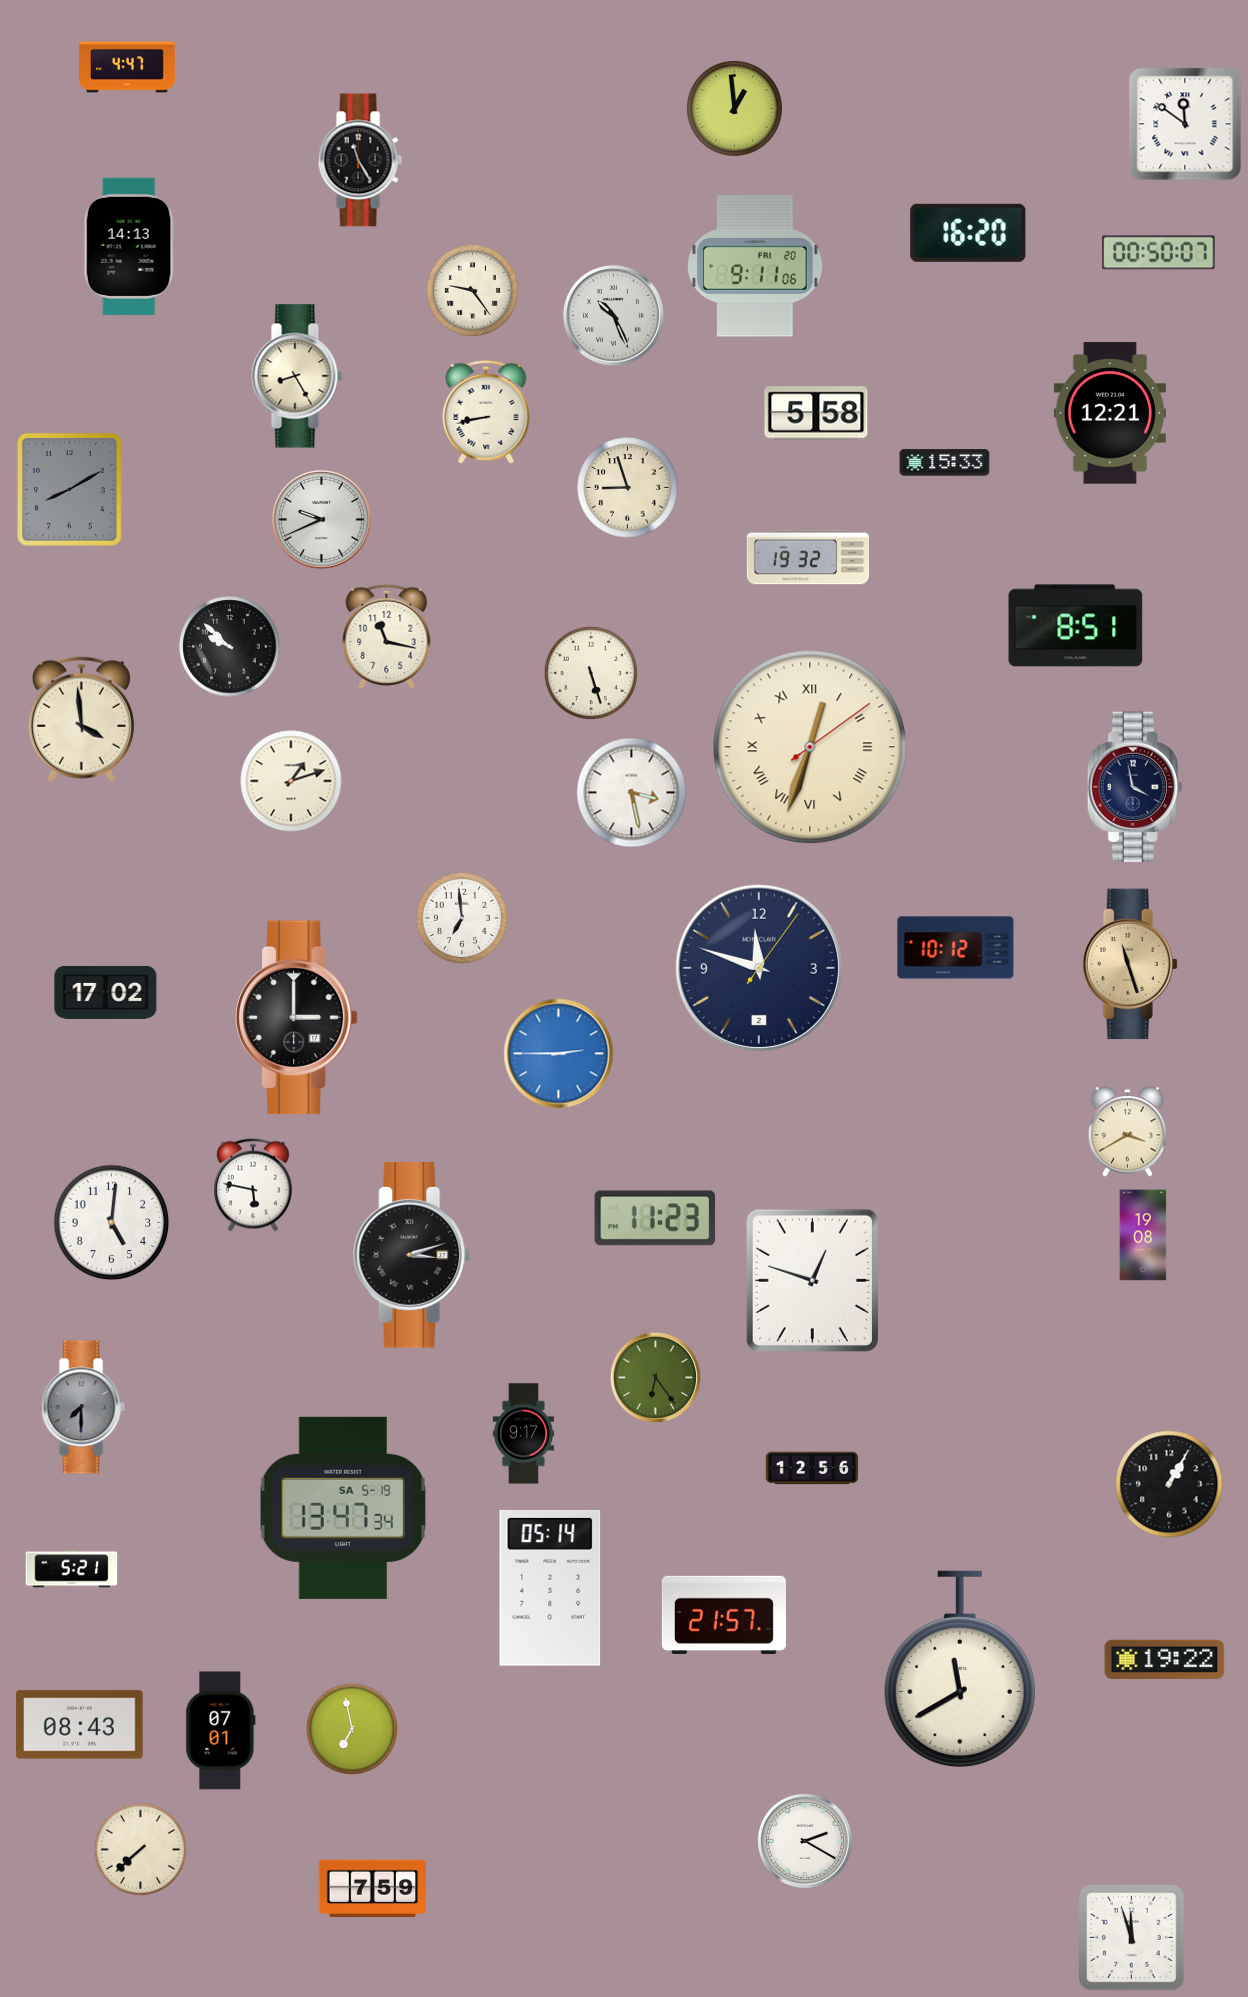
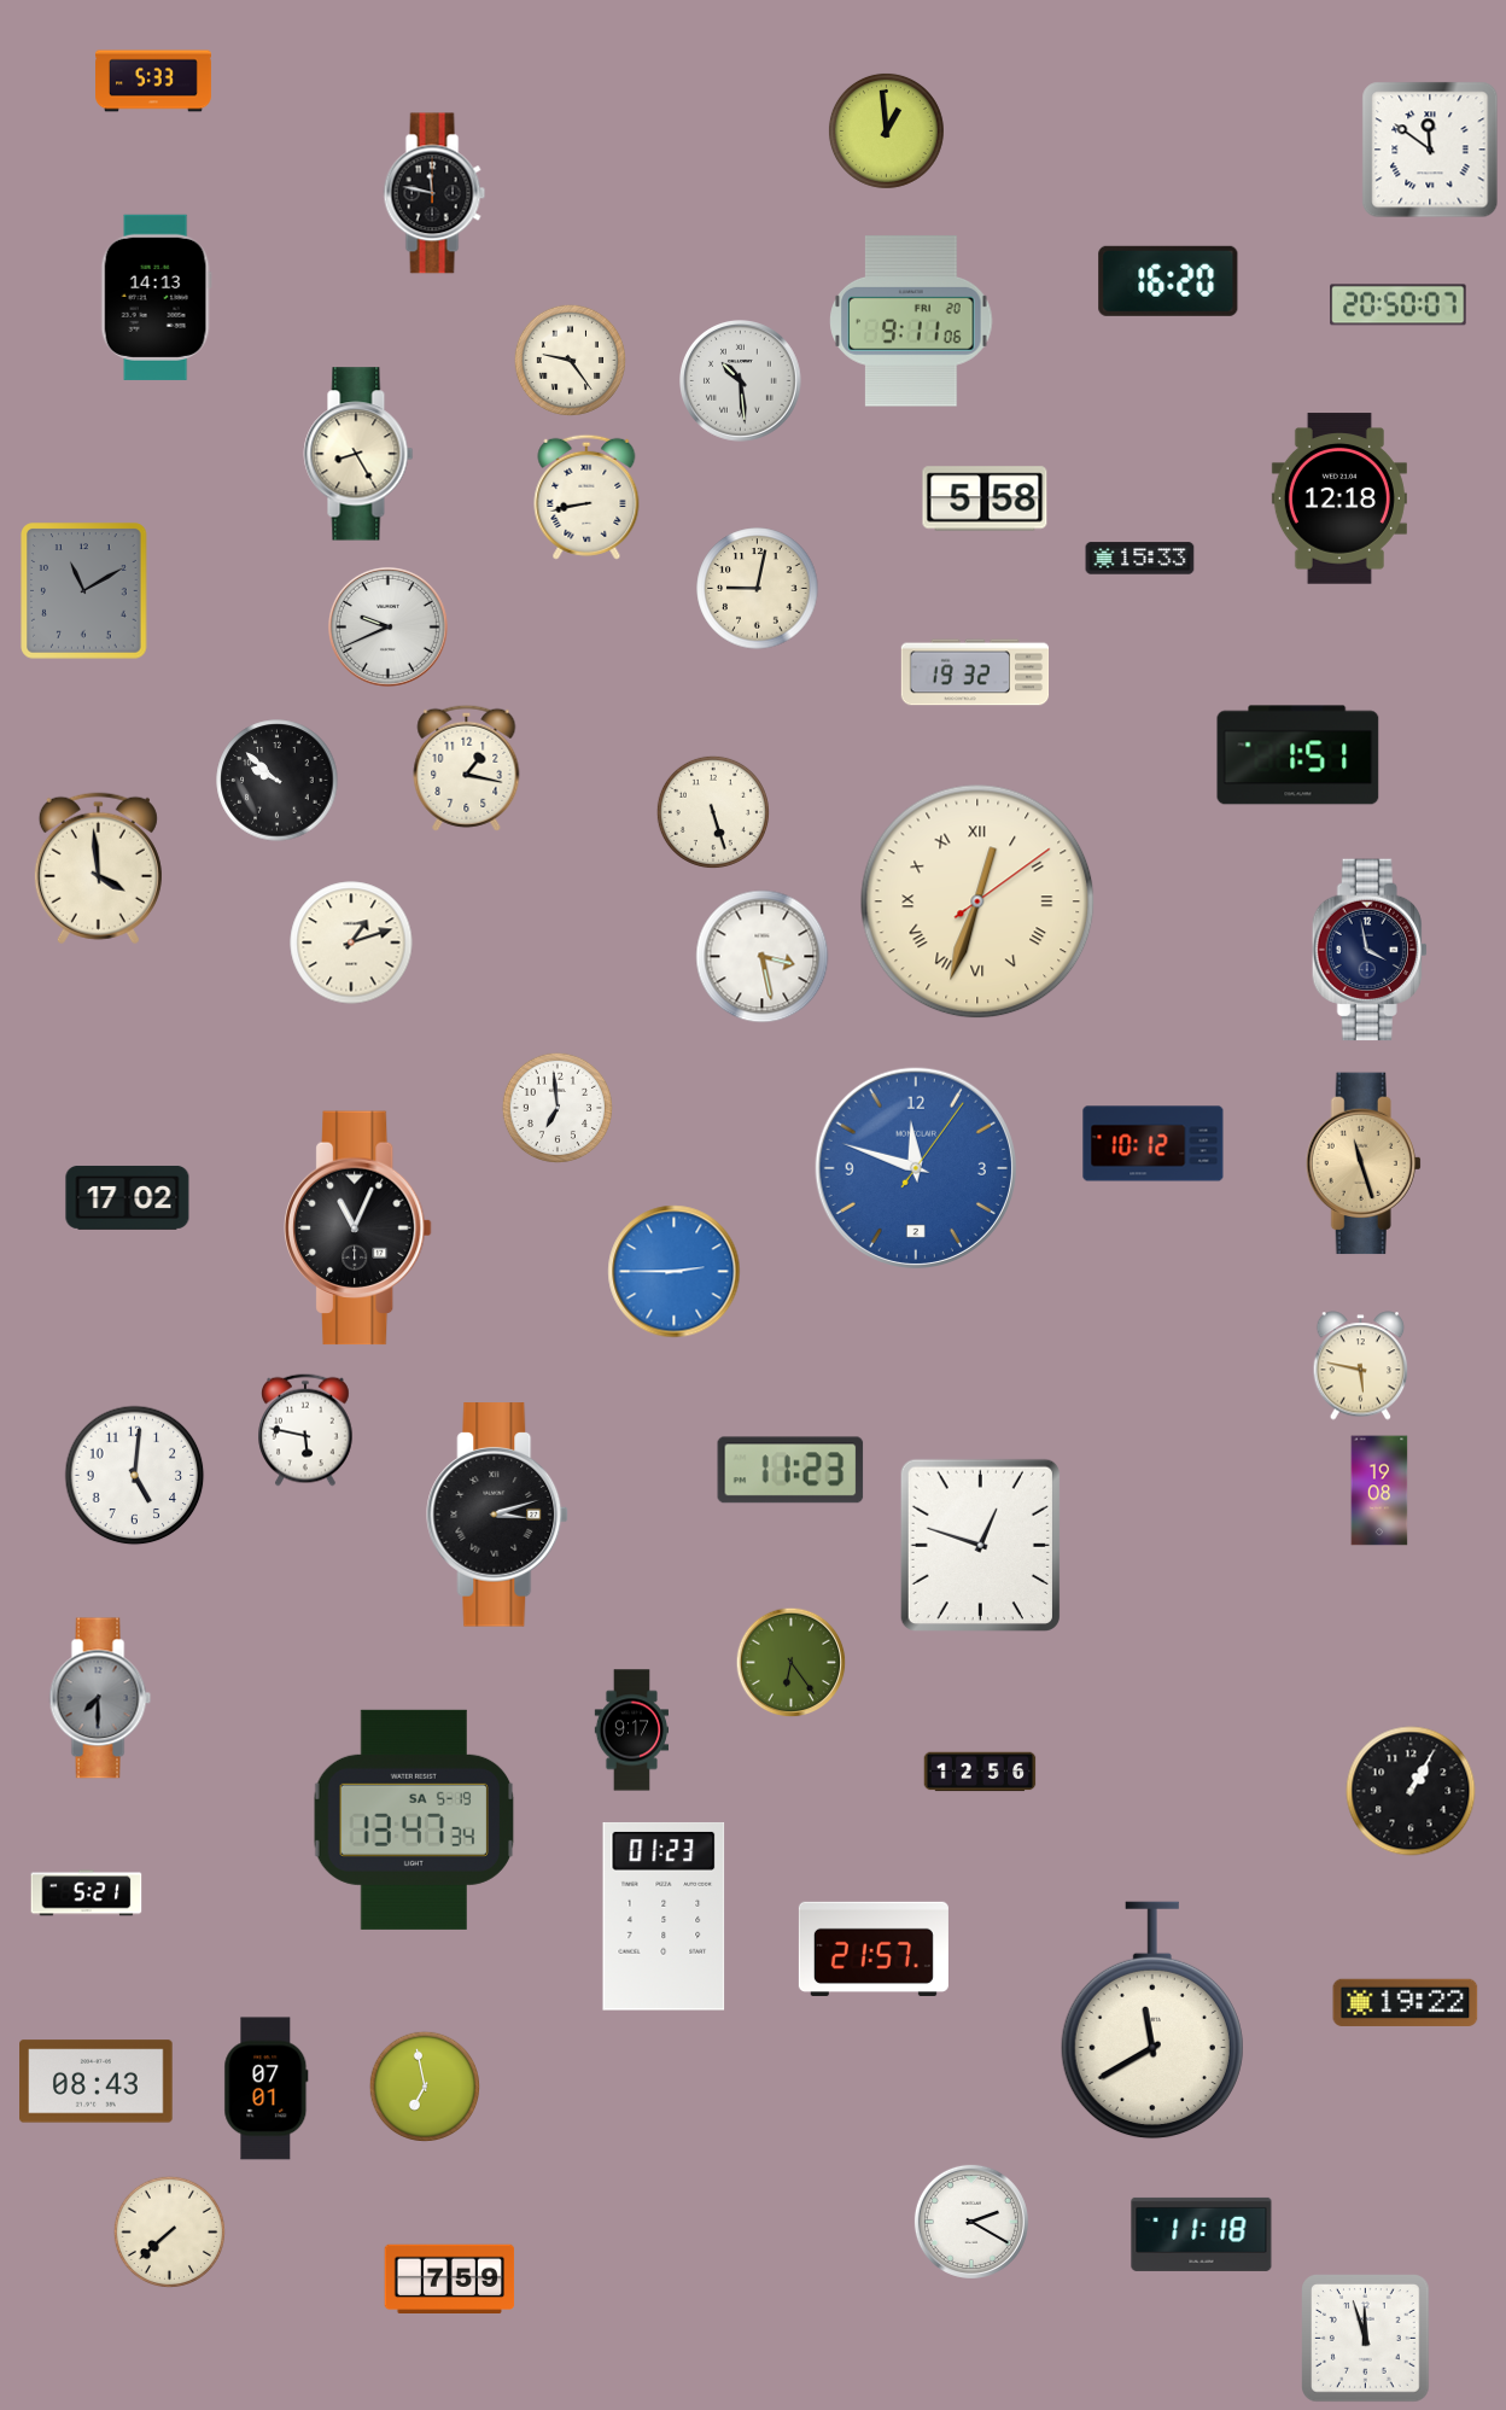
clock at (128, 67): 4:47 -> 5:33
clock at (360, 160): 11:25 -> 11:47
clock at (1159, 253): 00:50 -> 20:50
clock at (472, 290) position: (472, 290) -> (570, 360)
clock at (614, 316): 10:26 -> 10:29
clock at (1110, 413): 12:21 -> 12:18
clock at (628, 488): 8:57 -> 9:02
clock at (70, 490): 8:10 -> 11:10
clock at (1076, 626): 8:51 -> 1:51
clock at (387, 636): 11:17 -> 1:17
clock at (759, 968) dial: navy -> blue
clock at (297, 1018): 3:00 -> 11:04
clock at (1128, 1132): 3:40 -> 5:47
clock at (550, 1588): 05:14 -> 01:23
clock at (960, 1669) position: (960, 1669) -> (1152, 2020)
clock at (1202, 2234): none -> 11:18
